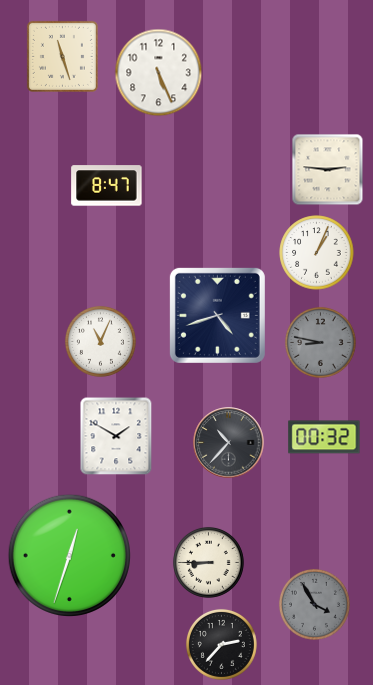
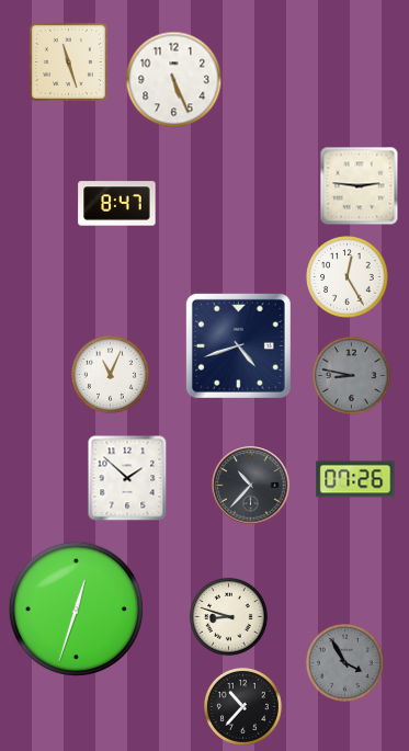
clock at (317, 253): 1:04 -> 12:25
clock at (116, 436): 1:50 -> 1:52
clock at (324, 437): 00:32 -> 07:26
clock at (208, 562): 8:45 -> 8:48
clock at (221, 644): 2:37 -> 10:37
